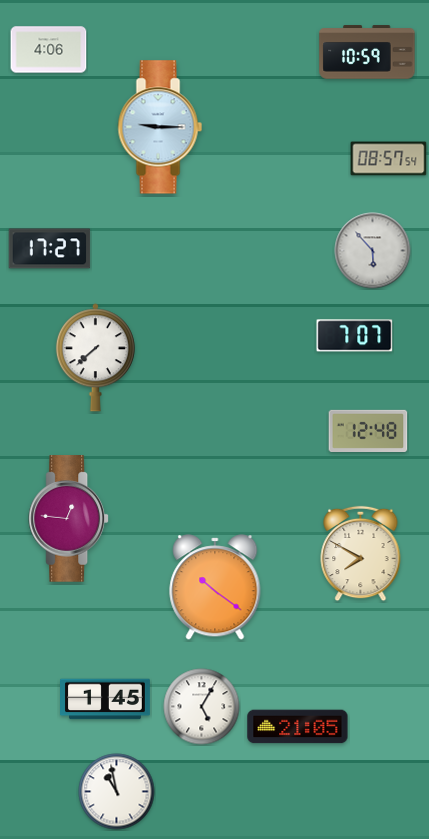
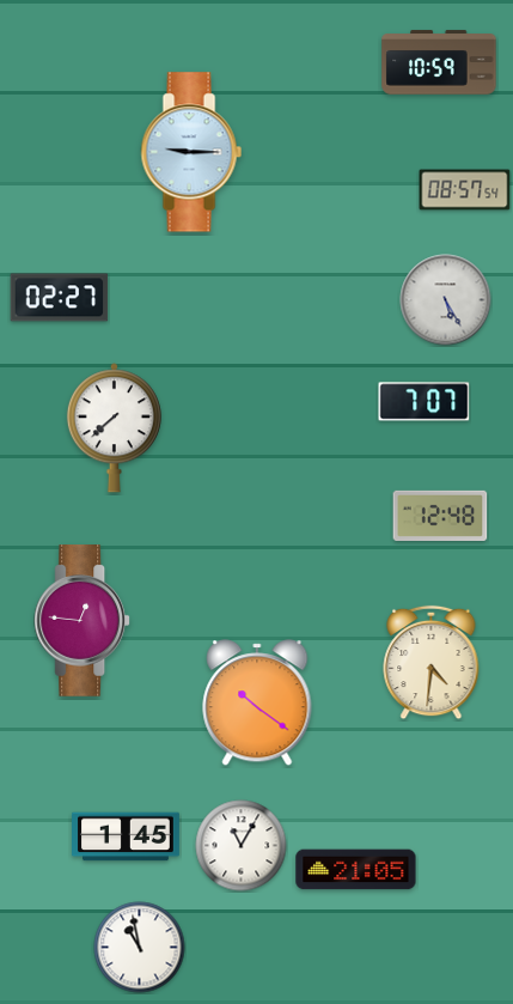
clock at (49, 50): 4:06 -> none
clock at (50, 249): 17:27 -> 02:27
clock at (373, 251): 5:53 -> 5:25
clock at (361, 554): 7:50 -> 4:31
clock at (202, 707): 5:05 -> 11:05
